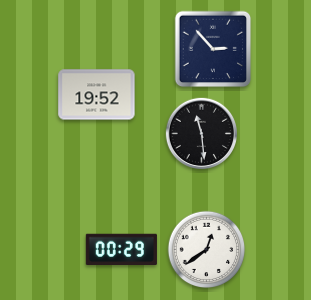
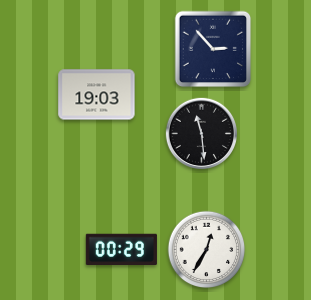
clock at (97, 95): 19:52 -> 19:03
clock at (207, 250): 12:39 -> 12:35
